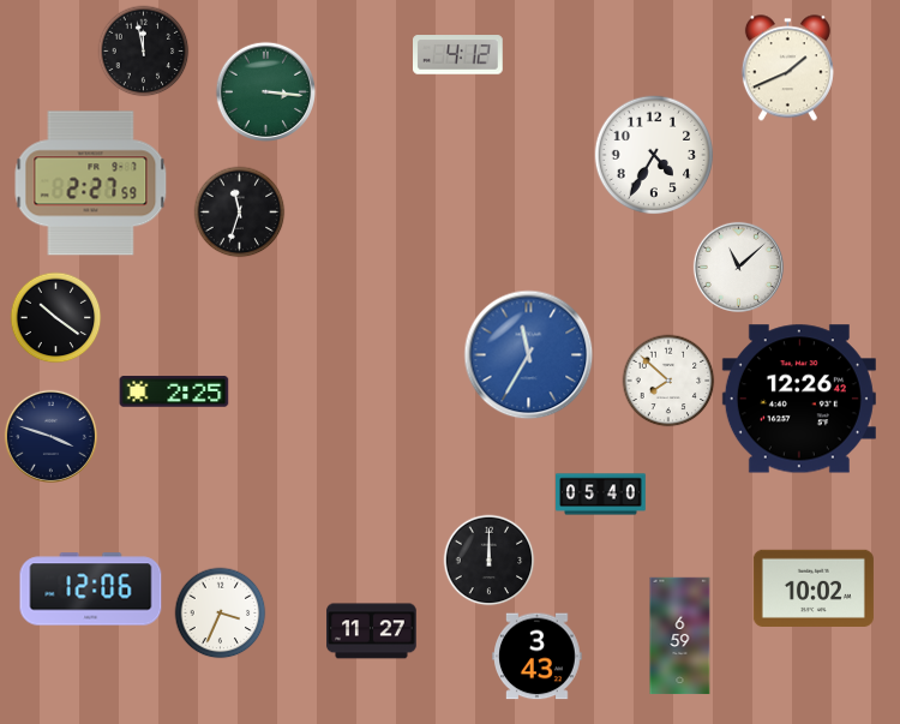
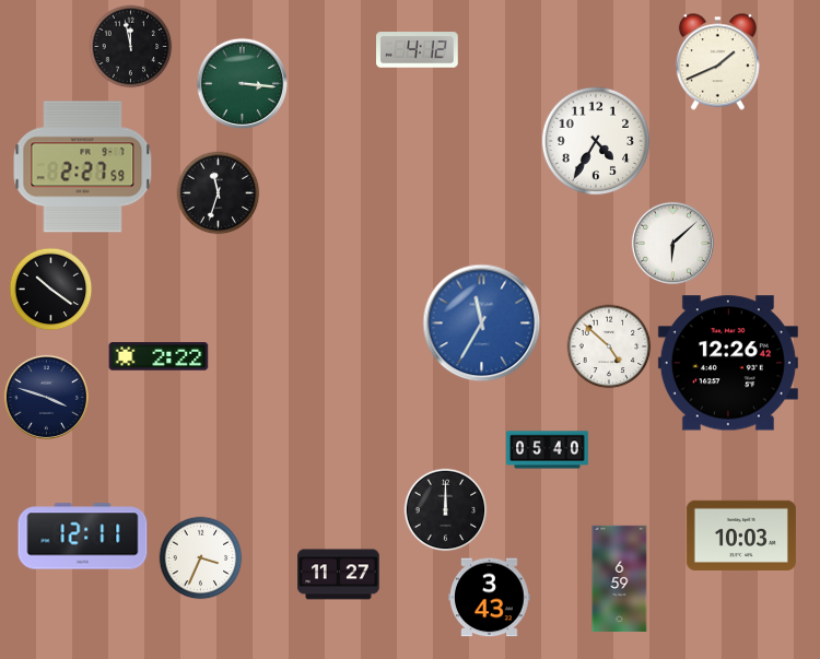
clock at (738, 267): 11:08 -> 6:08
clock at (668, 381): 7:52 -> 4:52
clock at (174, 391): 2:25 -> 2:22
clock at (814, 588): 10:02 -> 10:03
clock at (91, 590): 12:06 -> 12:11
